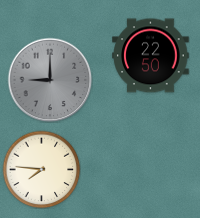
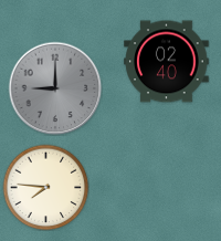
clock at (151, 56): 22:50 -> 02:40
